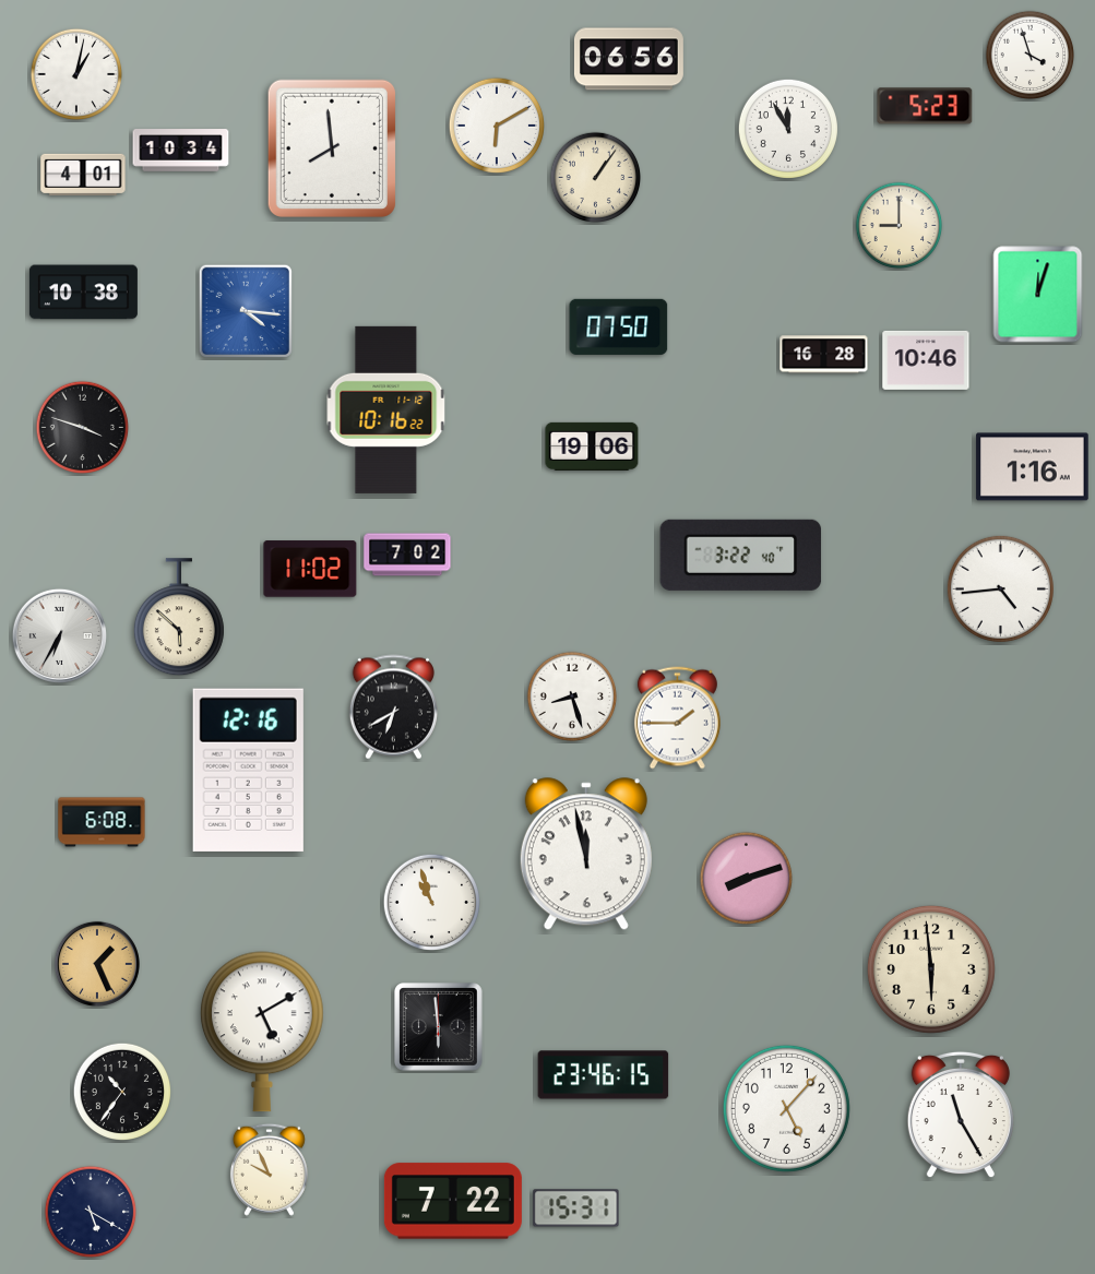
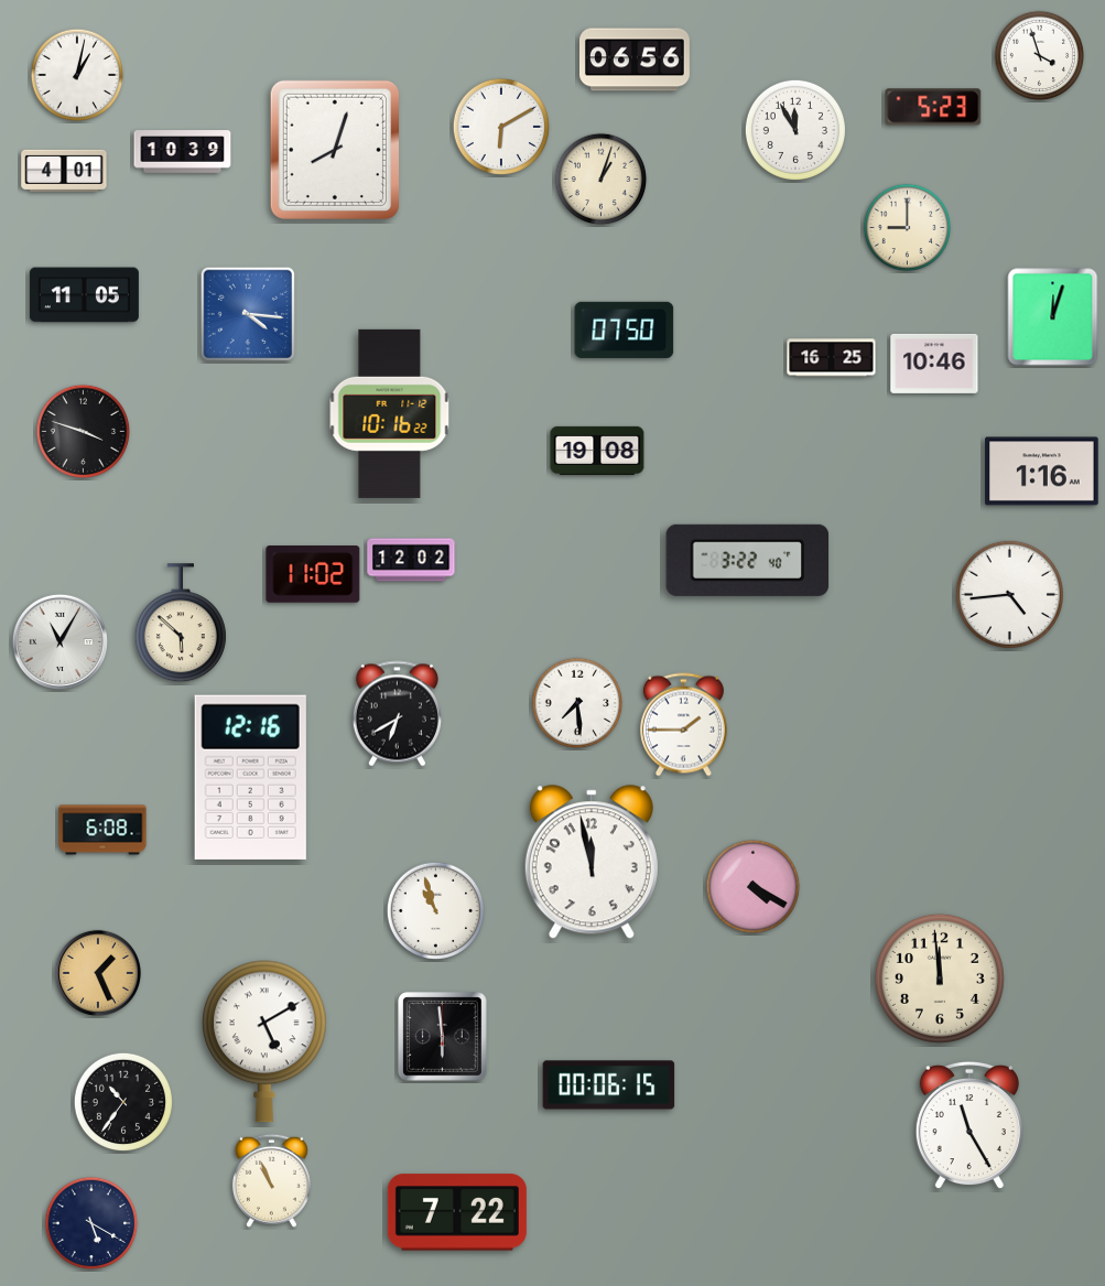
clock at (332, 148): 7:59 -> 8:03
clock at (181, 151): 10:34 -> 10:39
clock at (83, 175) position: (83, 175) -> (64, 171)
clock at (596, 178): 1:06 -> 1:03
clock at (83, 293): 10:38 -> 11:05
clock at (1038, 295) position: (1038, 295) -> (1053, 317)
clock at (824, 355): 16:28 -> 16:25
clock at (592, 447): 19:06 -> 19:08
clock at (407, 555): 7:02 -> 12:02
clock at (59, 635): 6:35 -> 11:05
clock at (572, 696): 8:27 -> 7:29
clock at (747, 879): 8:12 -> 4:20
clock at (931, 969): 5:59 -> 11:59
clock at (604, 1075): 23:46 -> 00:06
clock at (786, 1108): 5:07 -> none
clock at (269, 1169): 9:56 -> 10:56
clock at (576, 1208): 15:31 -> none
